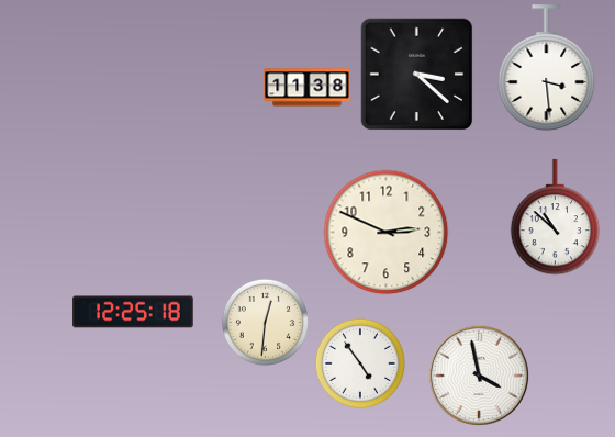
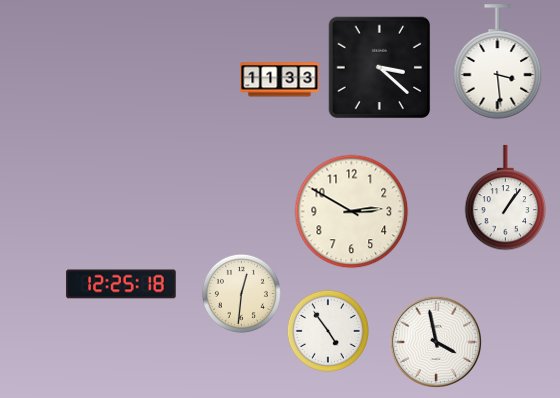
clock at (307, 88): 11:38 -> 11:33
clock at (556, 217): 10:52 -> 1:06
clock at (387, 233): 2:49 -> 2:50
